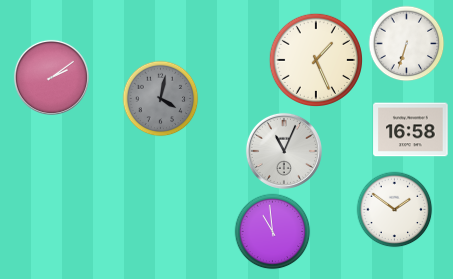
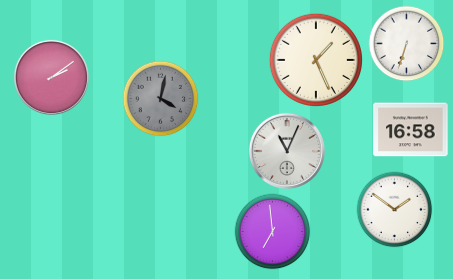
clock at (284, 151) position: (284, 151) -> (287, 151)
clock at (273, 232): 10:59 -> 6:59
